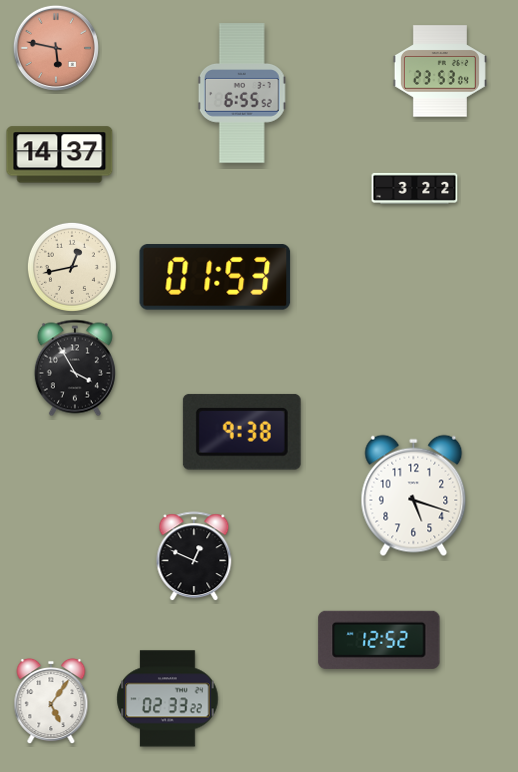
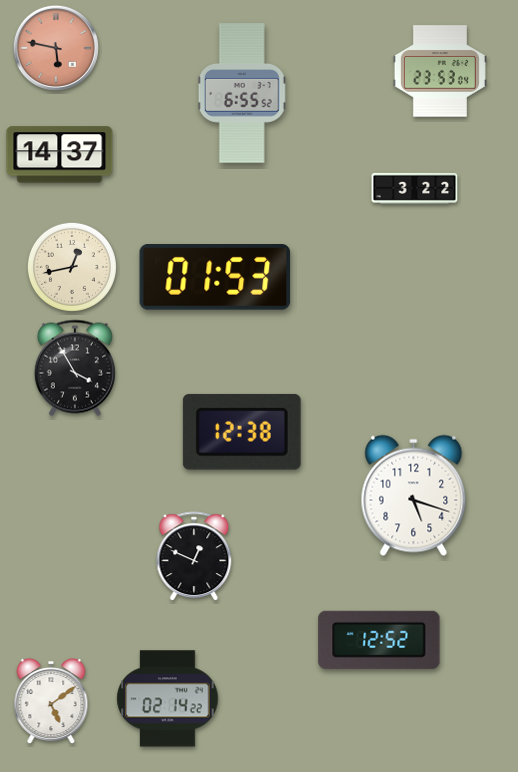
clock at (242, 432): 9:38 -> 12:38
clock at (168, 699): 02:33 -> 02:14
clock at (51, 701): 5:06 -> 5:09
